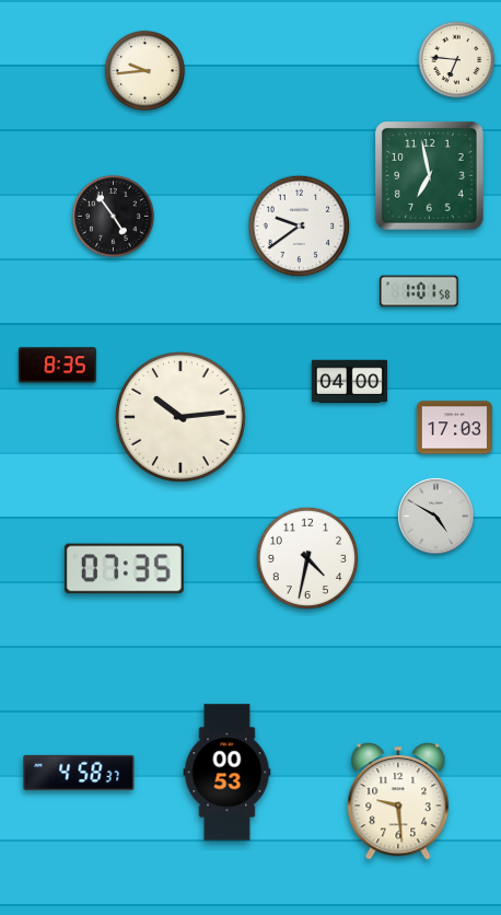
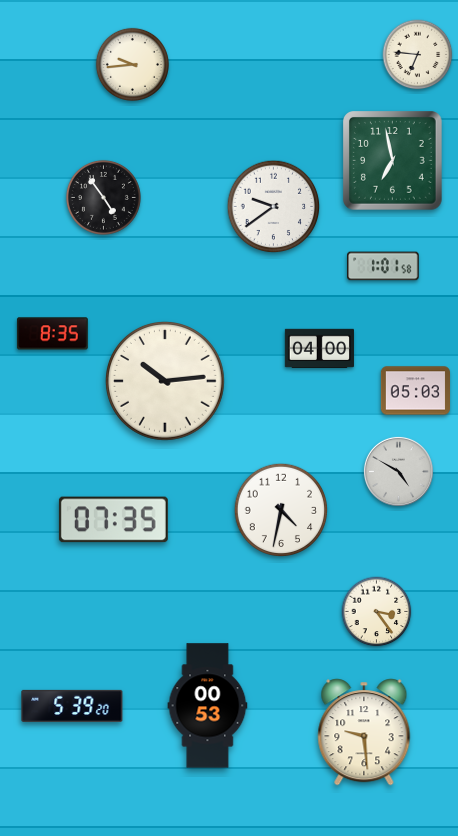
clock at (454, 428): 17:03 -> 05:03
clock at (377, 612): none -> 3:24
clock at (79, 773): 4:58 -> 5:39
